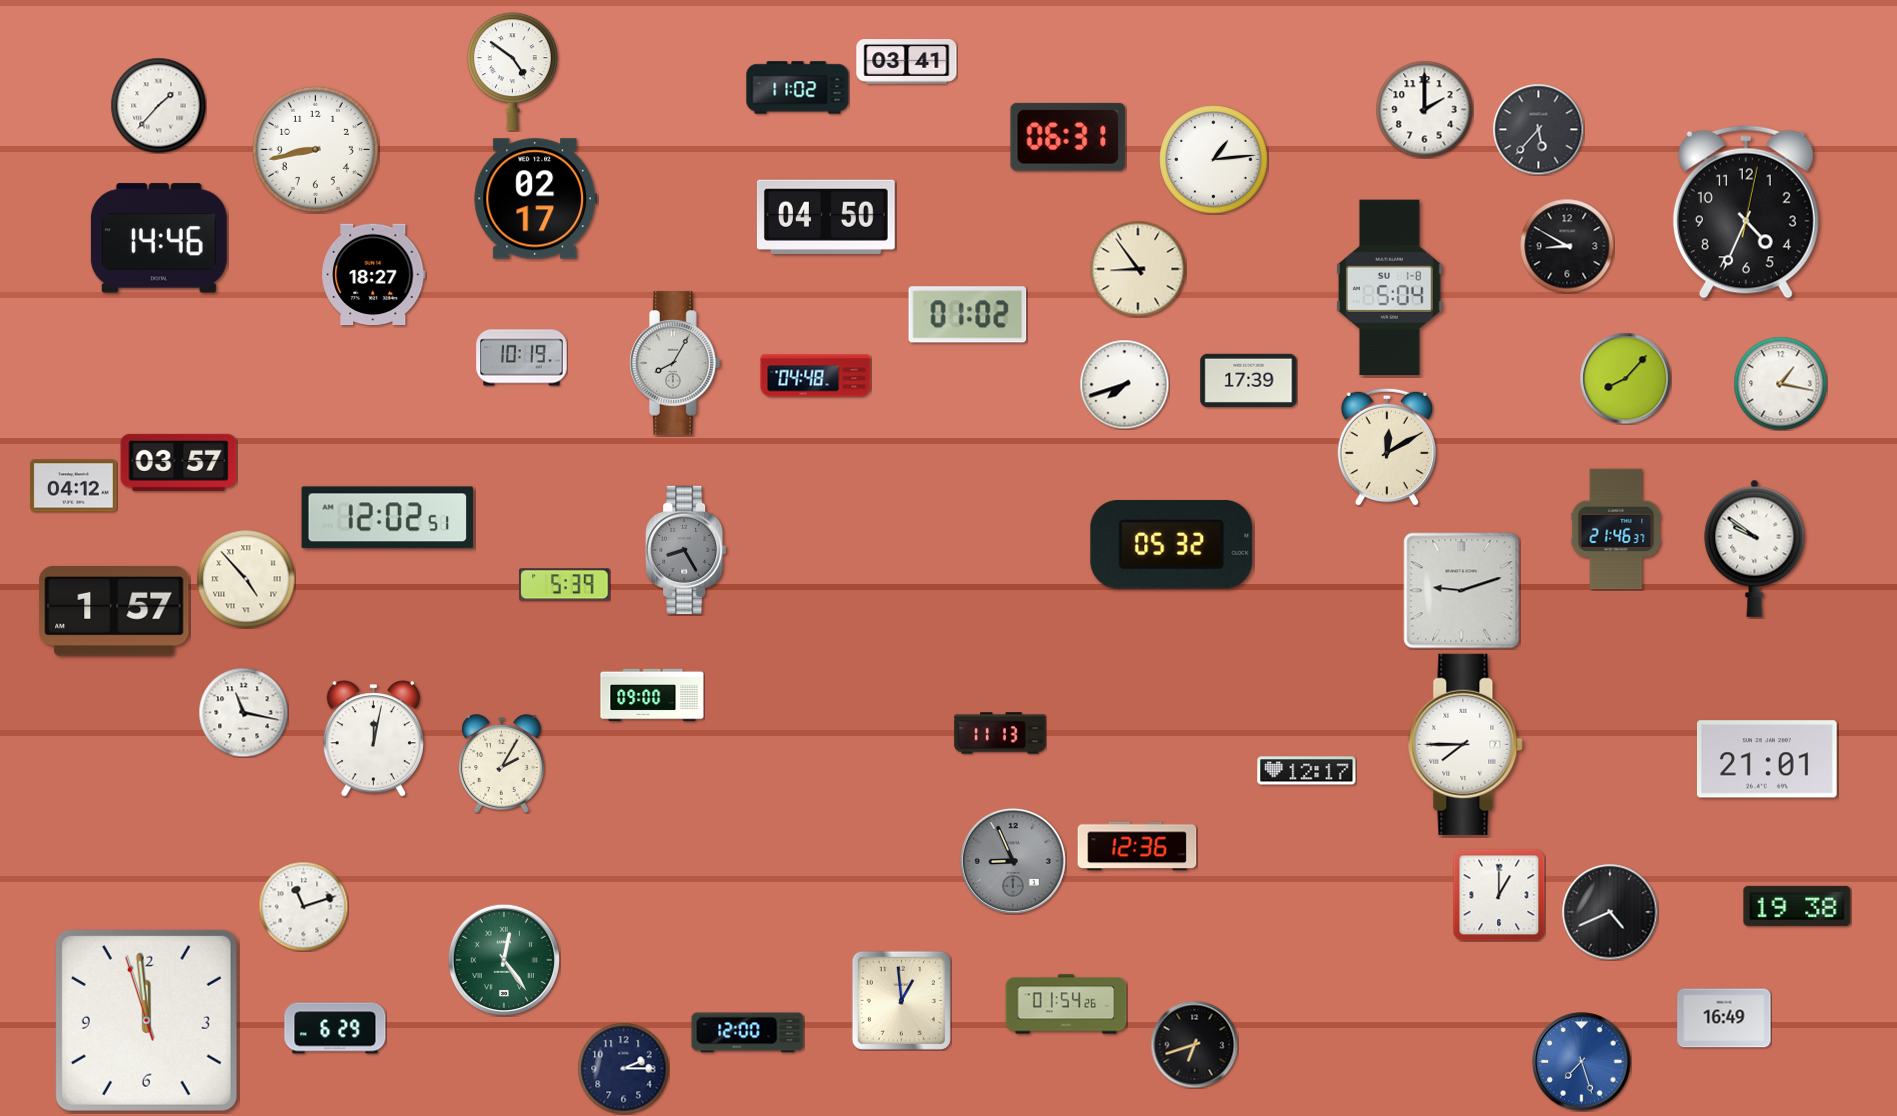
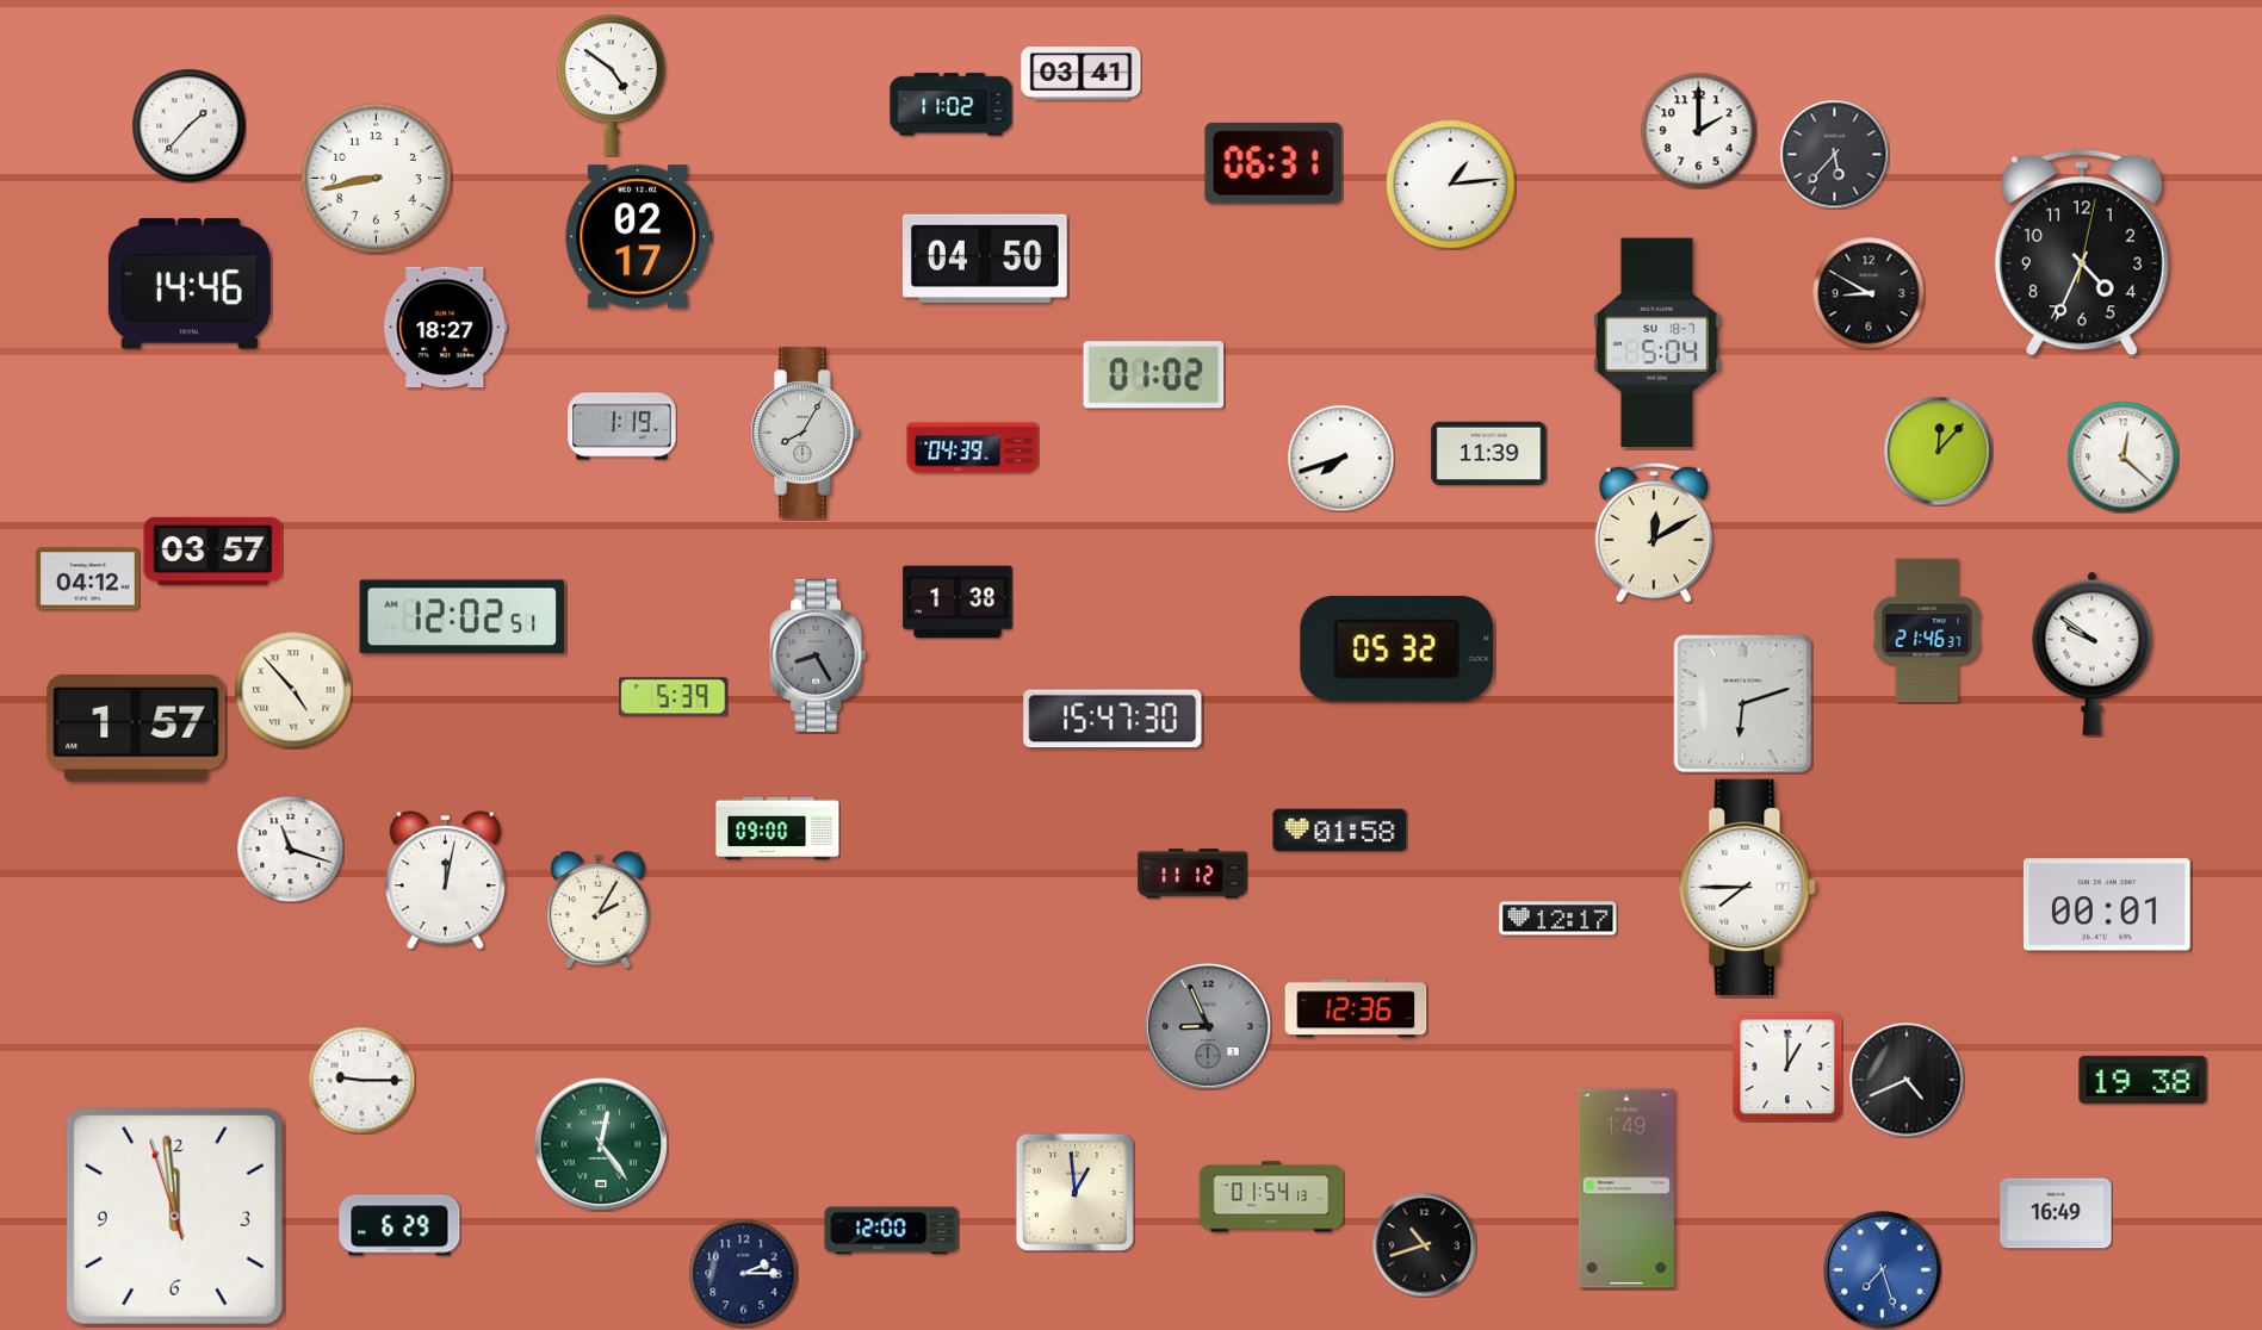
clock at (1214, 160) position: (1214, 160) -> (1451, 185)
clock at (1138, 269): 8:54 -> none
clock at (1389, 287) date: SU 1-8 -> SU 18-7
clock at (522, 358): 10:19 -> 1:19
clock at (816, 376): 04:48 -> 04:39
clock at (1625, 378): 8:07 -> 12:07
clock at (1249, 380): 17:39 -> 11:39
clock at (1780, 383): 1:17 -> 12:22
clock at (958, 602): none -> 1:38
clock at (1462, 591): 9:12 -> 6:12
clock at (1113, 719): none -> 15:47
clock at (1340, 831): none -> 01:58
clock at (243, 712): 11:17 -> 11:18
clock at (1000, 733): 11:13 -> 11:12
clock at (1767, 759): 21:01 -> 00:01
clock at (303, 906): 11:12 -> 9:15
clock at (1610, 912) position: (1610, 912) -> (1907, 1080)
clock at (1626, 1188): none -> 1:49
clock at (1066, 1004): 01:54:26 -> 01:54:13
clock at (1194, 1044): 6:42 -> 10:42
clock at (1582, 1062) position: (1582, 1062) -> (1883, 1270)
